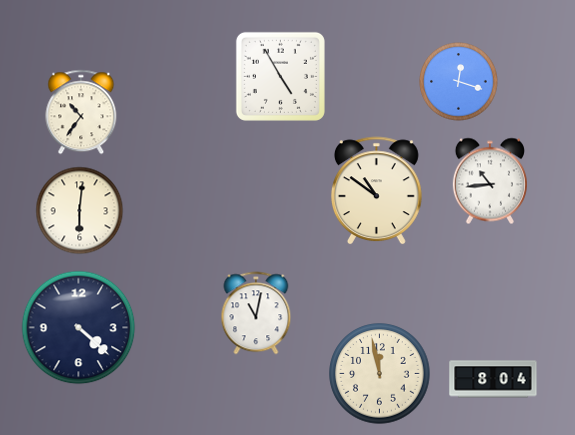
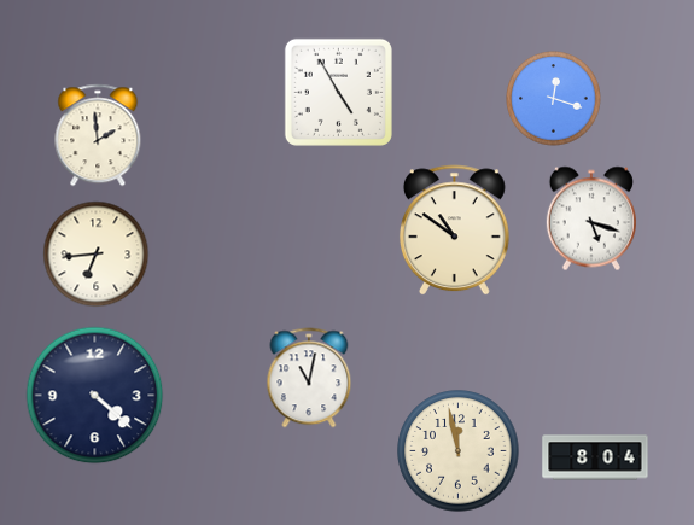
clock at (81, 112): 10:36 -> 1:59
clock at (490, 181): 10:44 -> 5:18
clock at (80, 211): 6:01 -> 6:44
